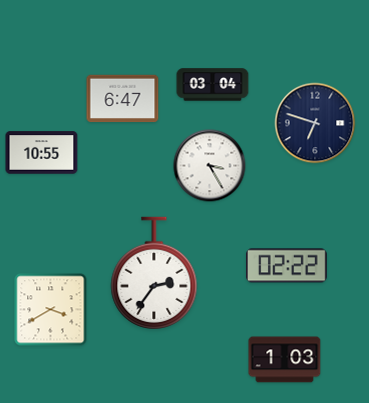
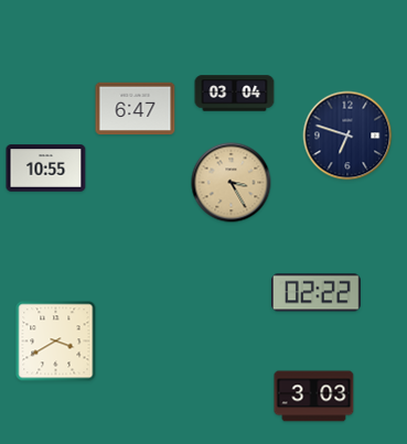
clock at (210, 166) dial: white -> champagne
clock at (154, 273): 2:36 -> none
clock at (285, 360): 1:03 -> 3:03
